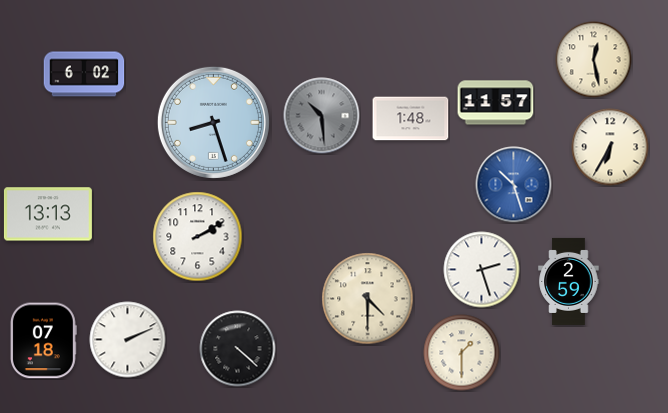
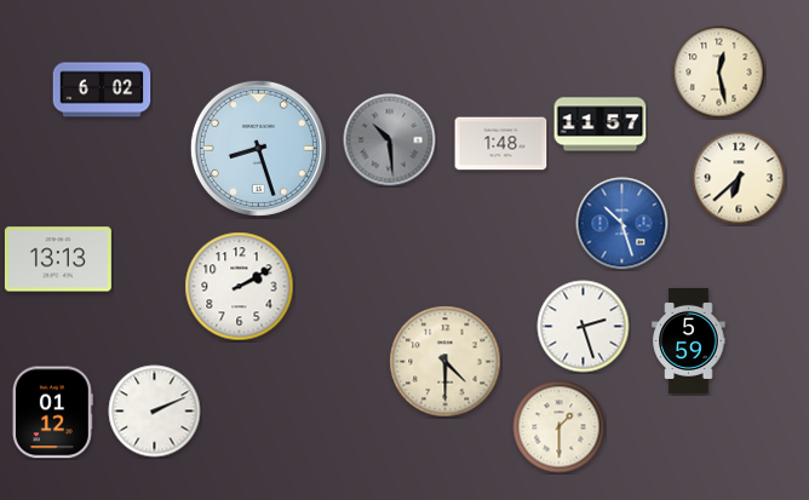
clock at (411, 119) position: (411, 119) -> (501, 144)
clock at (610, 147): 6:35 -> 6:38
clock at (569, 281): 2:59 -> 5:59
clock at (43, 341): 07:18 -> 01:12
clock at (238, 349): 4:22 -> none
